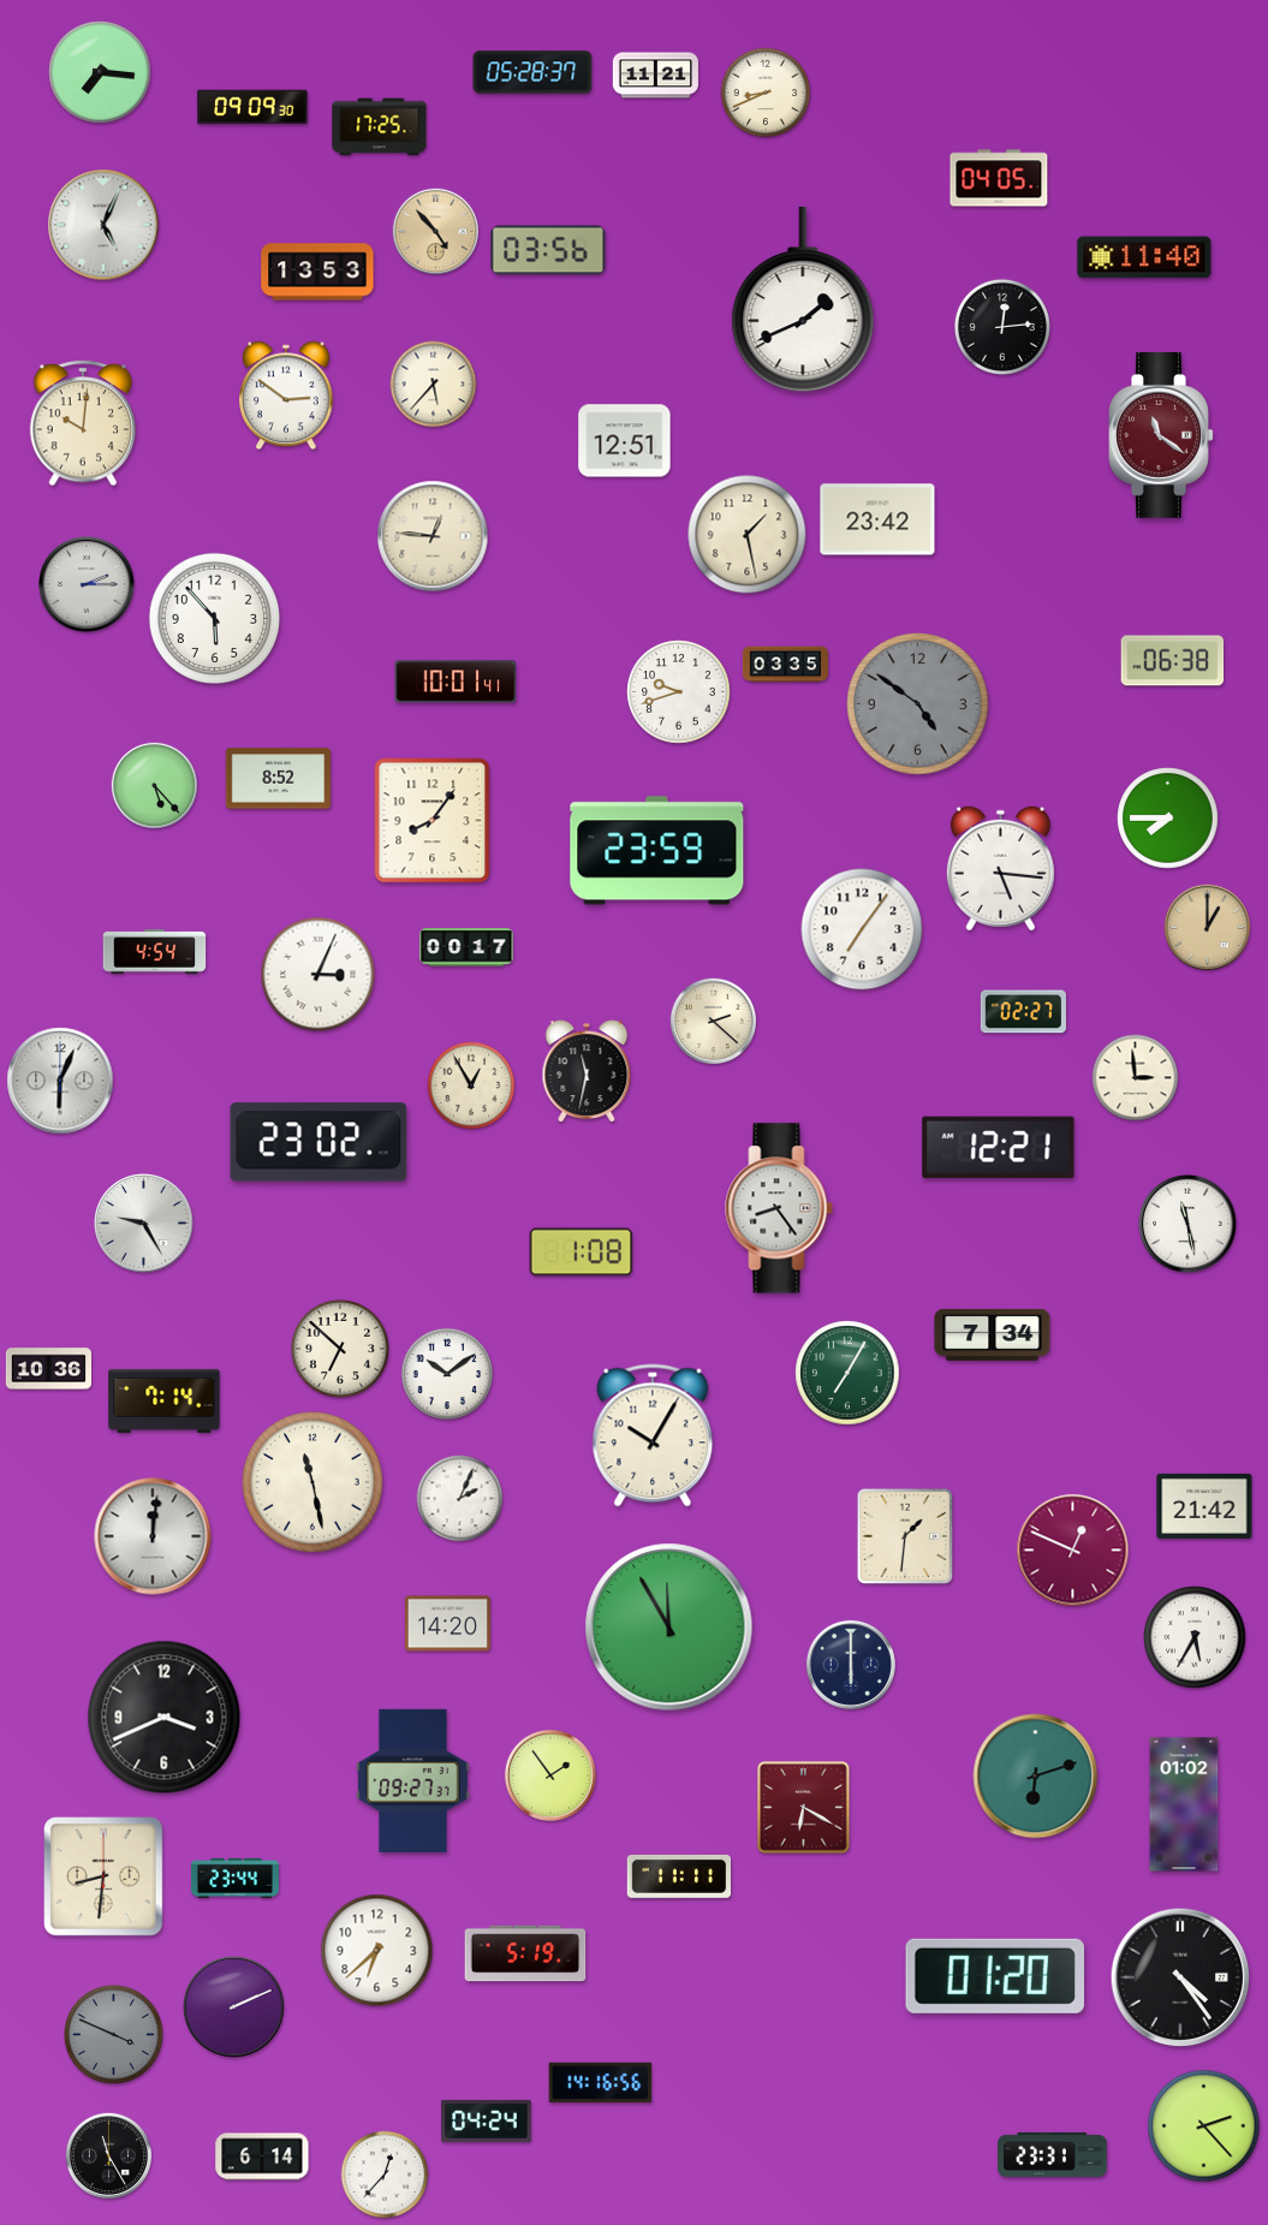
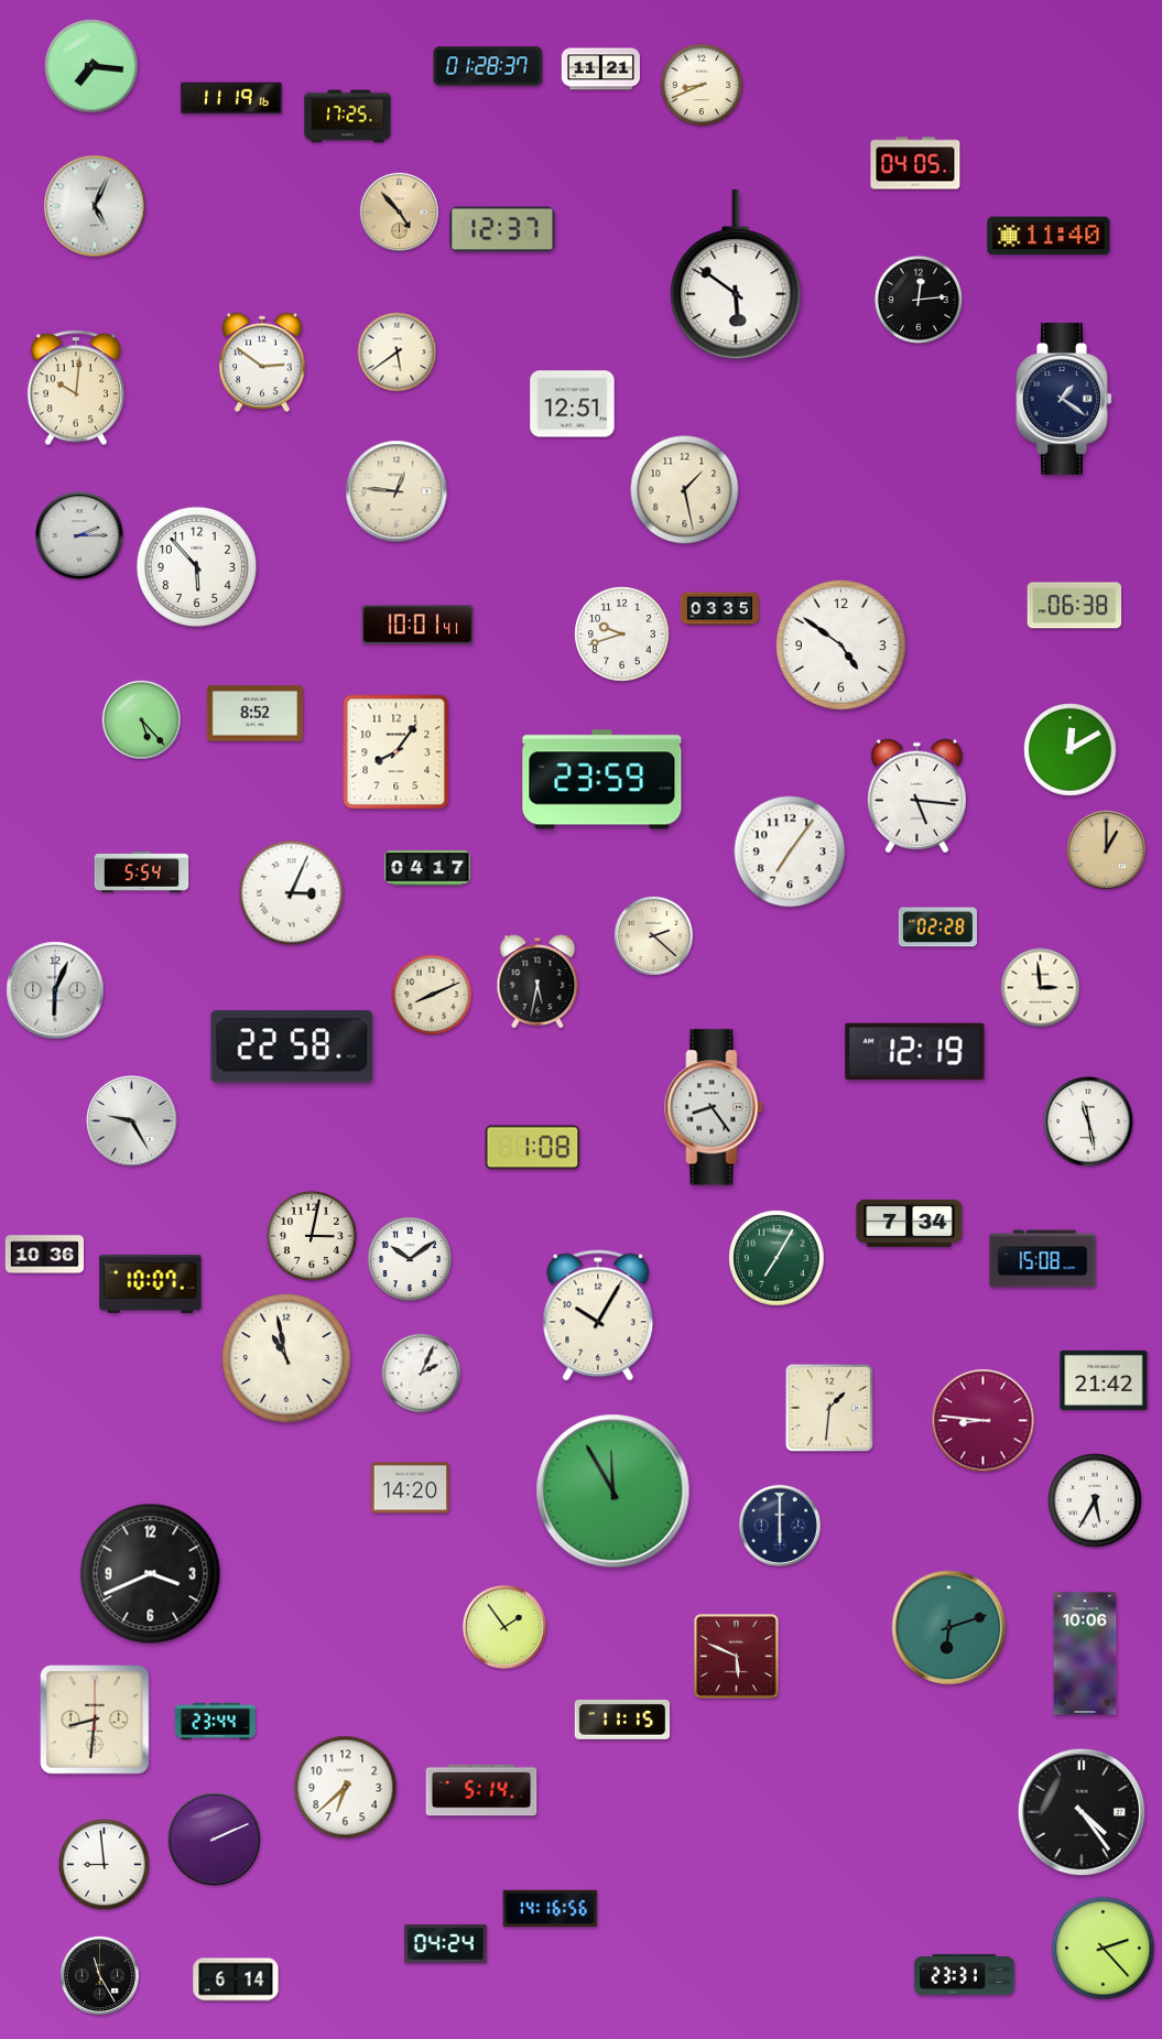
clock at (532, 72): 05:28 -> 01:28
clock at (252, 107): 09:09 -> 11:19
clock at (548, 250): 03:56 -> 12:37
clock at (317, 272): 13:53 -> none
clock at (803, 299): 1:41 -> 5:51
clock at (434, 385): 5:37 -> 5:39
clock at (1161, 435): 11:21 -> 1:21
clock at (1161, 435) dial: burgundy -> navy
clock at (877, 519): 23:42 -> none
clock at (918, 704) dial: grey -> white
clock at (1168, 819): 7:45 -> 12:10
clock at (466, 947): 00:17 -> 04:17
clock at (155, 952): 4:54 -> 5:54
clock at (1023, 1012): 02:27 -> 02:28
clock at (587, 1071): 11:32 -> 5:32
clock at (471, 1085): 12:55 -> 8:11
clock at (319, 1142): 23:02 -> 22:58
clock at (999, 1148): 12:21 -> 12:19
clock at (340, 1349): 6:52 -> 3:02
clock at (1043, 1259): none -> 15:08
clock at (165, 1400): 7:14 -> 10:07
clock at (314, 1483): 11:28 -> 10:58
clock at (153, 1536): 12:01 -> none
clock at (1073, 1551): 12:49 -> 8:46
clock at (413, 1780): 09:27 -> none
clock at (1184, 1804): 01:02 -> 10:06
clock at (804, 1808): 6:20 -> 5:49
clock at (678, 1876): 11:11 -> 11:15
clock at (525, 1953): 5:19 -> 5:14
clock at (994, 1976): 01:20 -> none
clock at (113, 2034): 3:49 -> 8:59
clock at (113, 2034) dial: grey -> white
clock at (262, 2156) position: (262, 2156) -> (236, 1980)
clock at (385, 2175): 12:37 -> none
